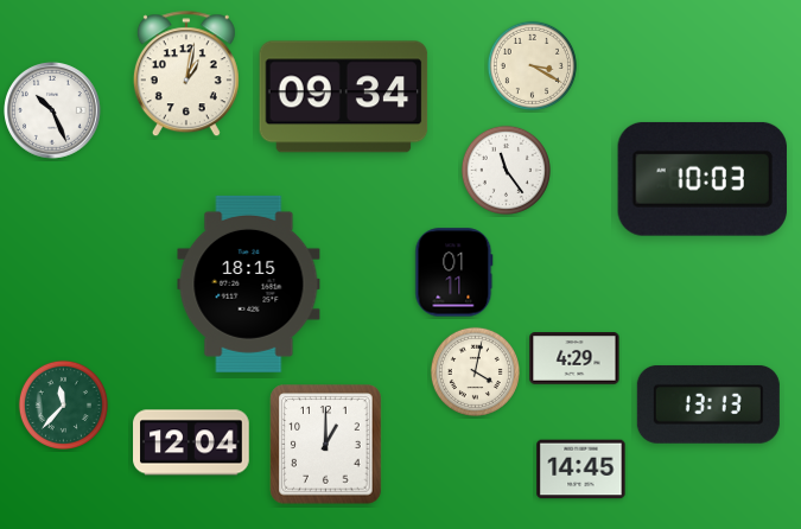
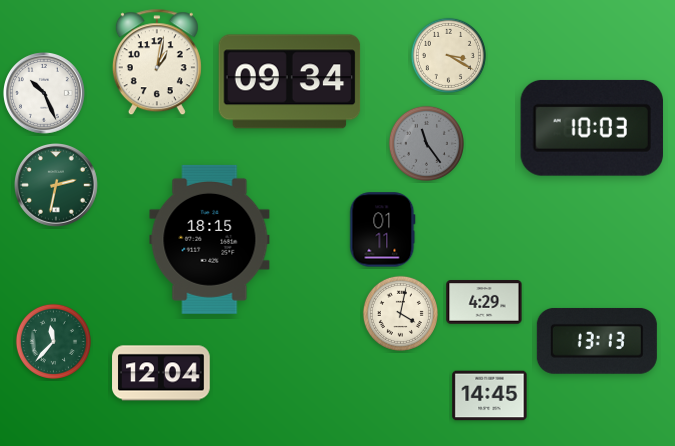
clock at (506, 170) dial: white -> grey
clock at (703, 179) position: (703, 179) -> (592, 128)
clock at (57, 186): none -> 2:32
clock at (326, 445): 1:00 -> none
